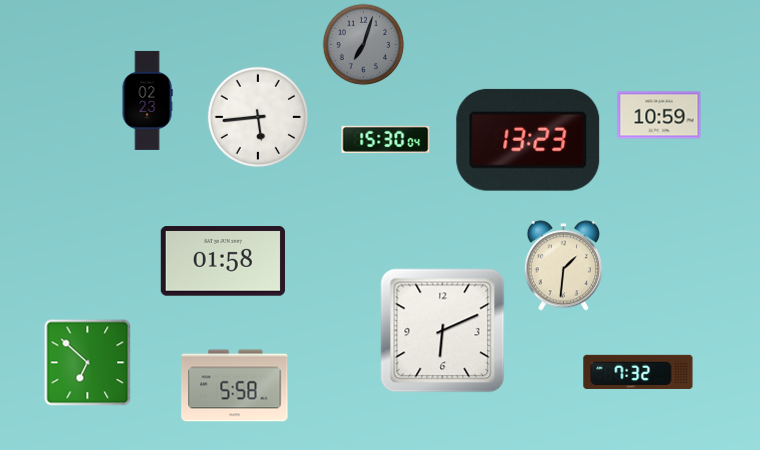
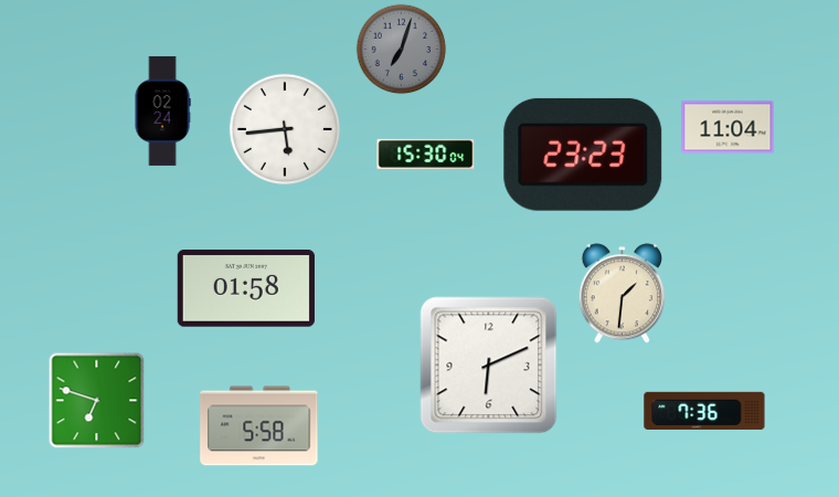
clock at (147, 100): 02:23 -> 02:24
clock at (659, 115): 10:59 -> 11:04
clock at (528, 140): 13:23 -> 23:23
clock at (88, 363): 6:52 -> 6:48
clock at (638, 371): 7:32 -> 7:36
